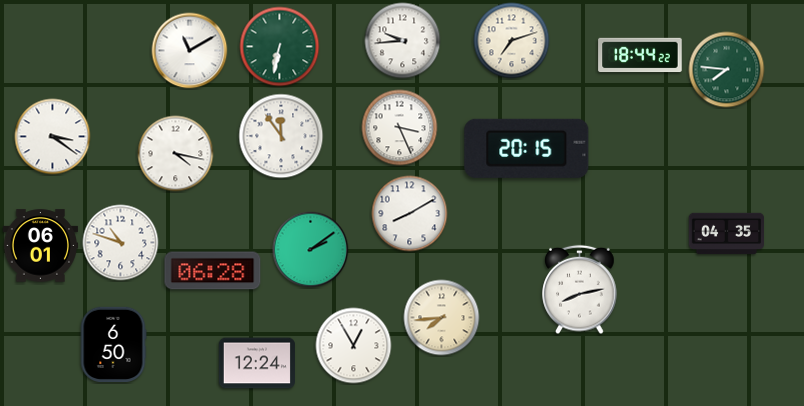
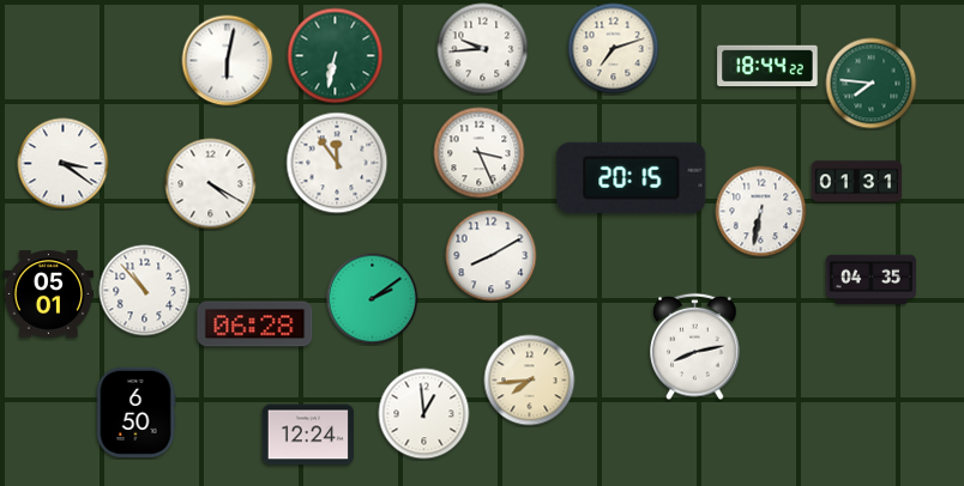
clock at (190, 51): 11:10 -> 6:02
clock at (857, 182): none -> 01:31
clock at (176, 154): 4:17 -> 4:20
clock at (761, 212): none -> 6:32
clock at (121, 243): 10:48 -> 10:53
clock at (41, 246): 06:01 -> 05:01
clock at (354, 346): 12:55 -> 12:59
